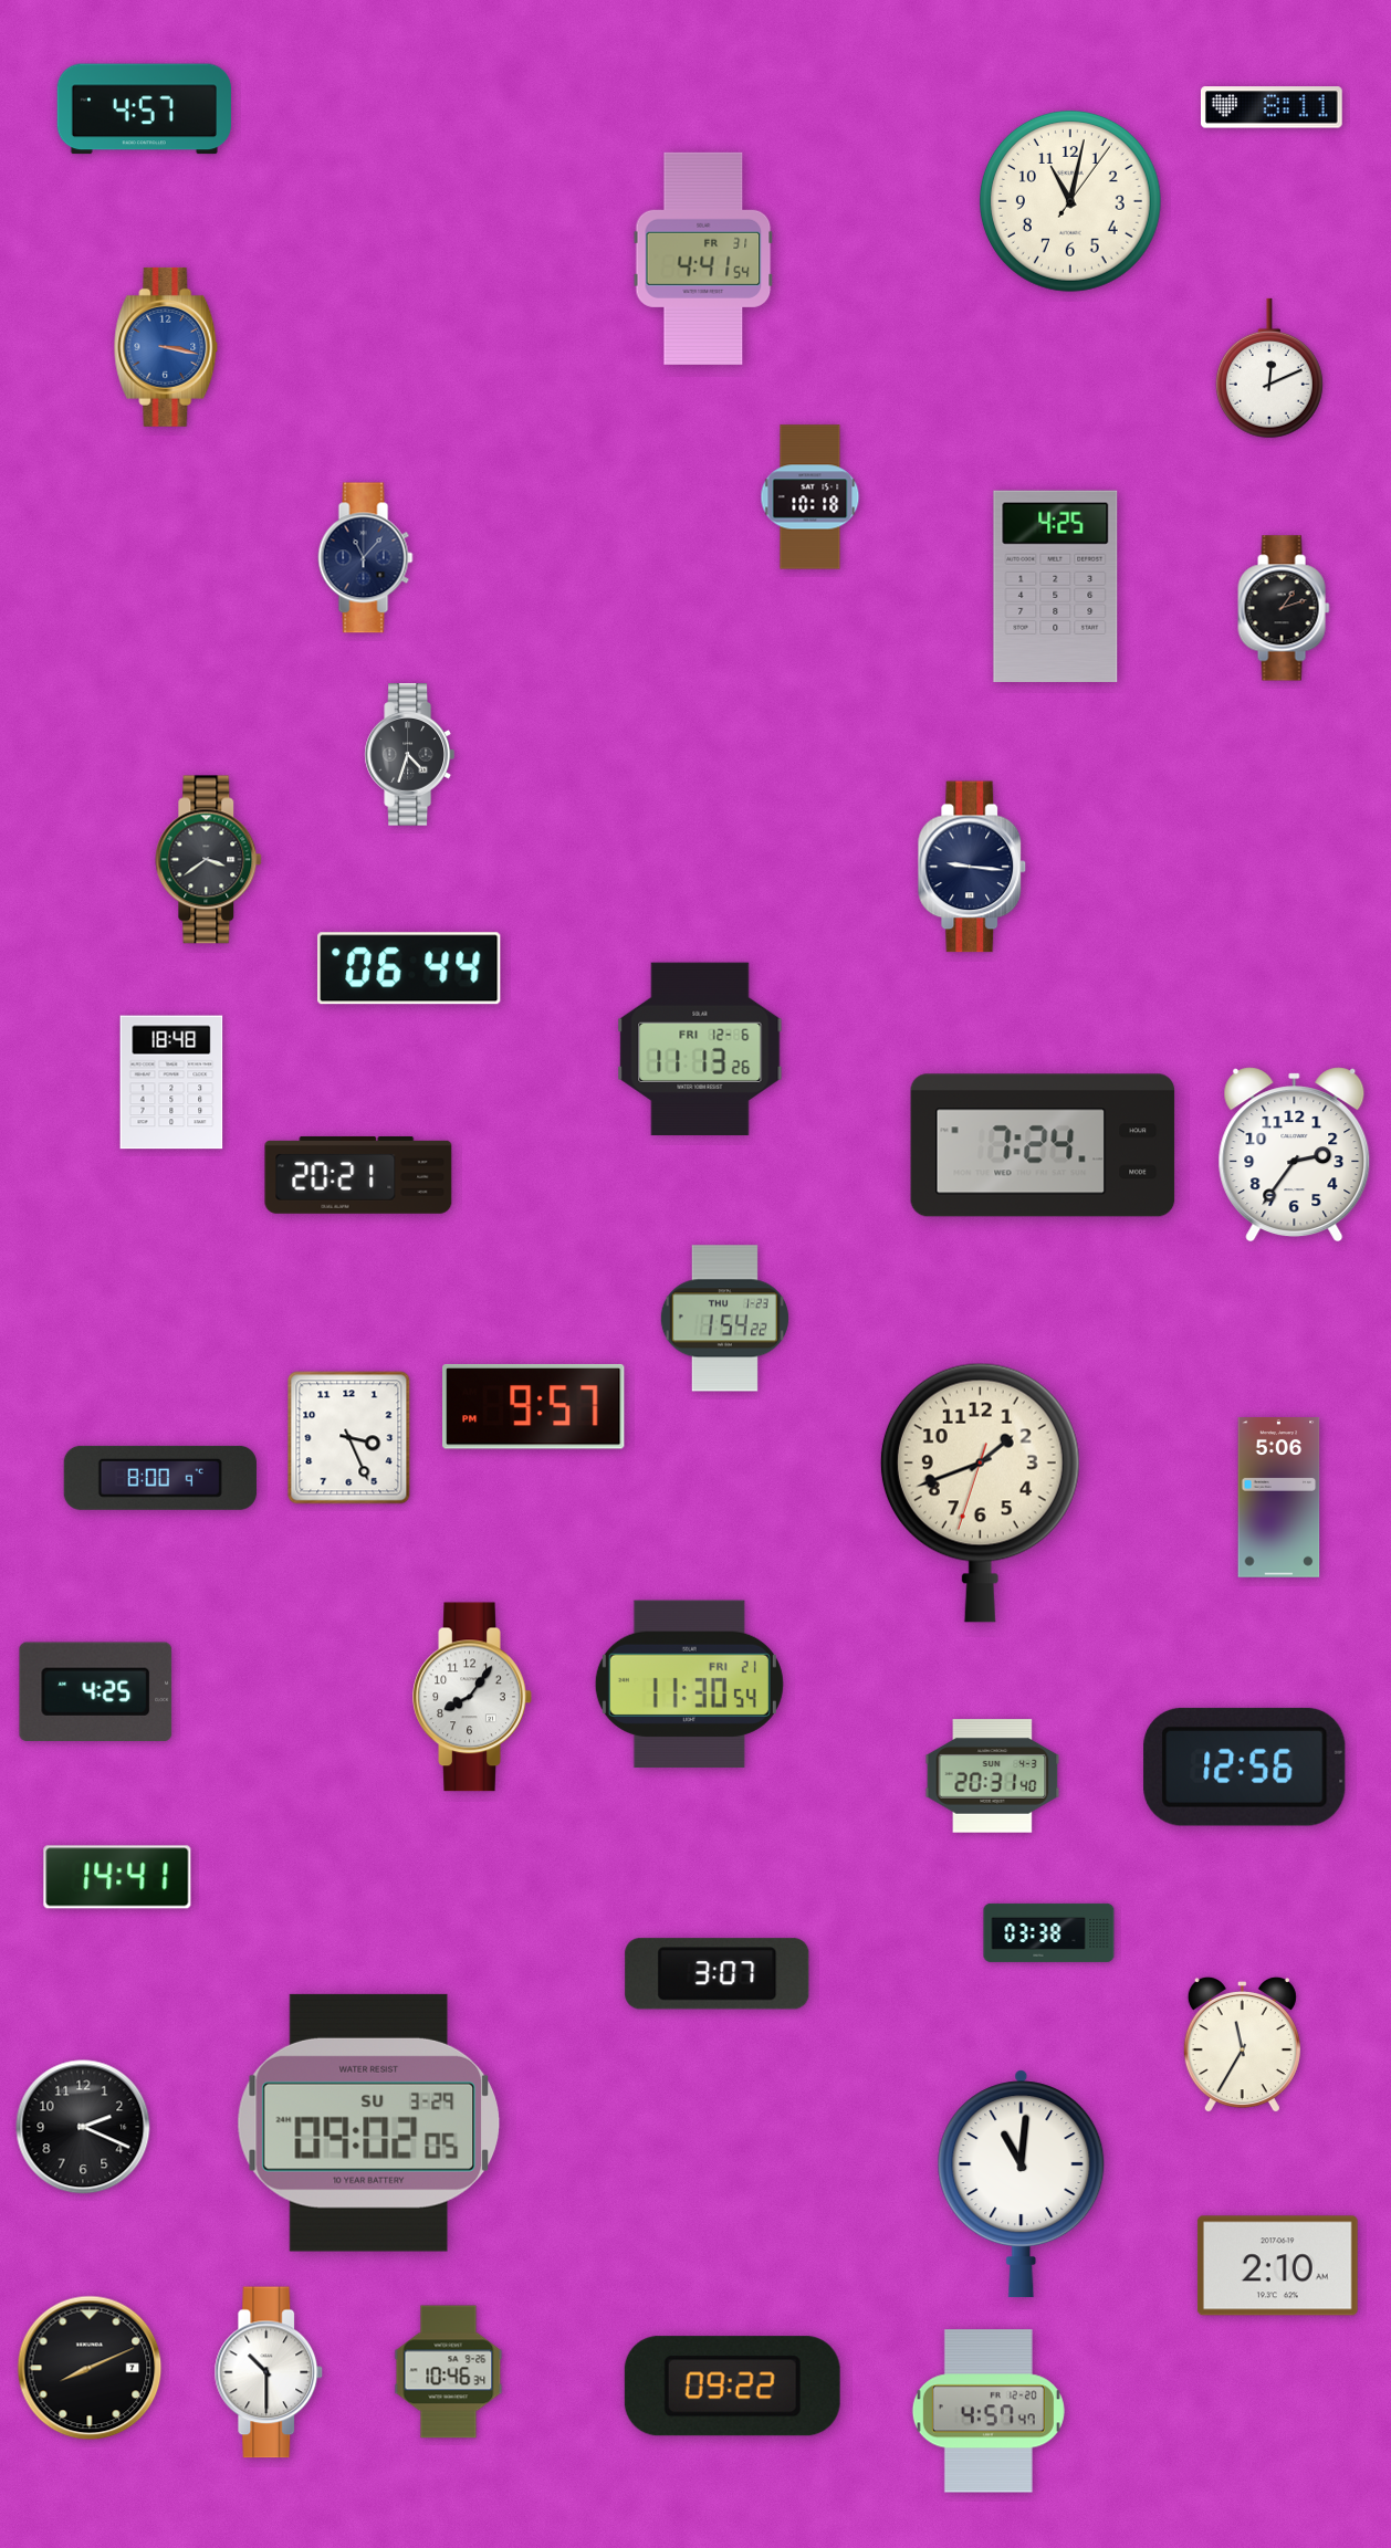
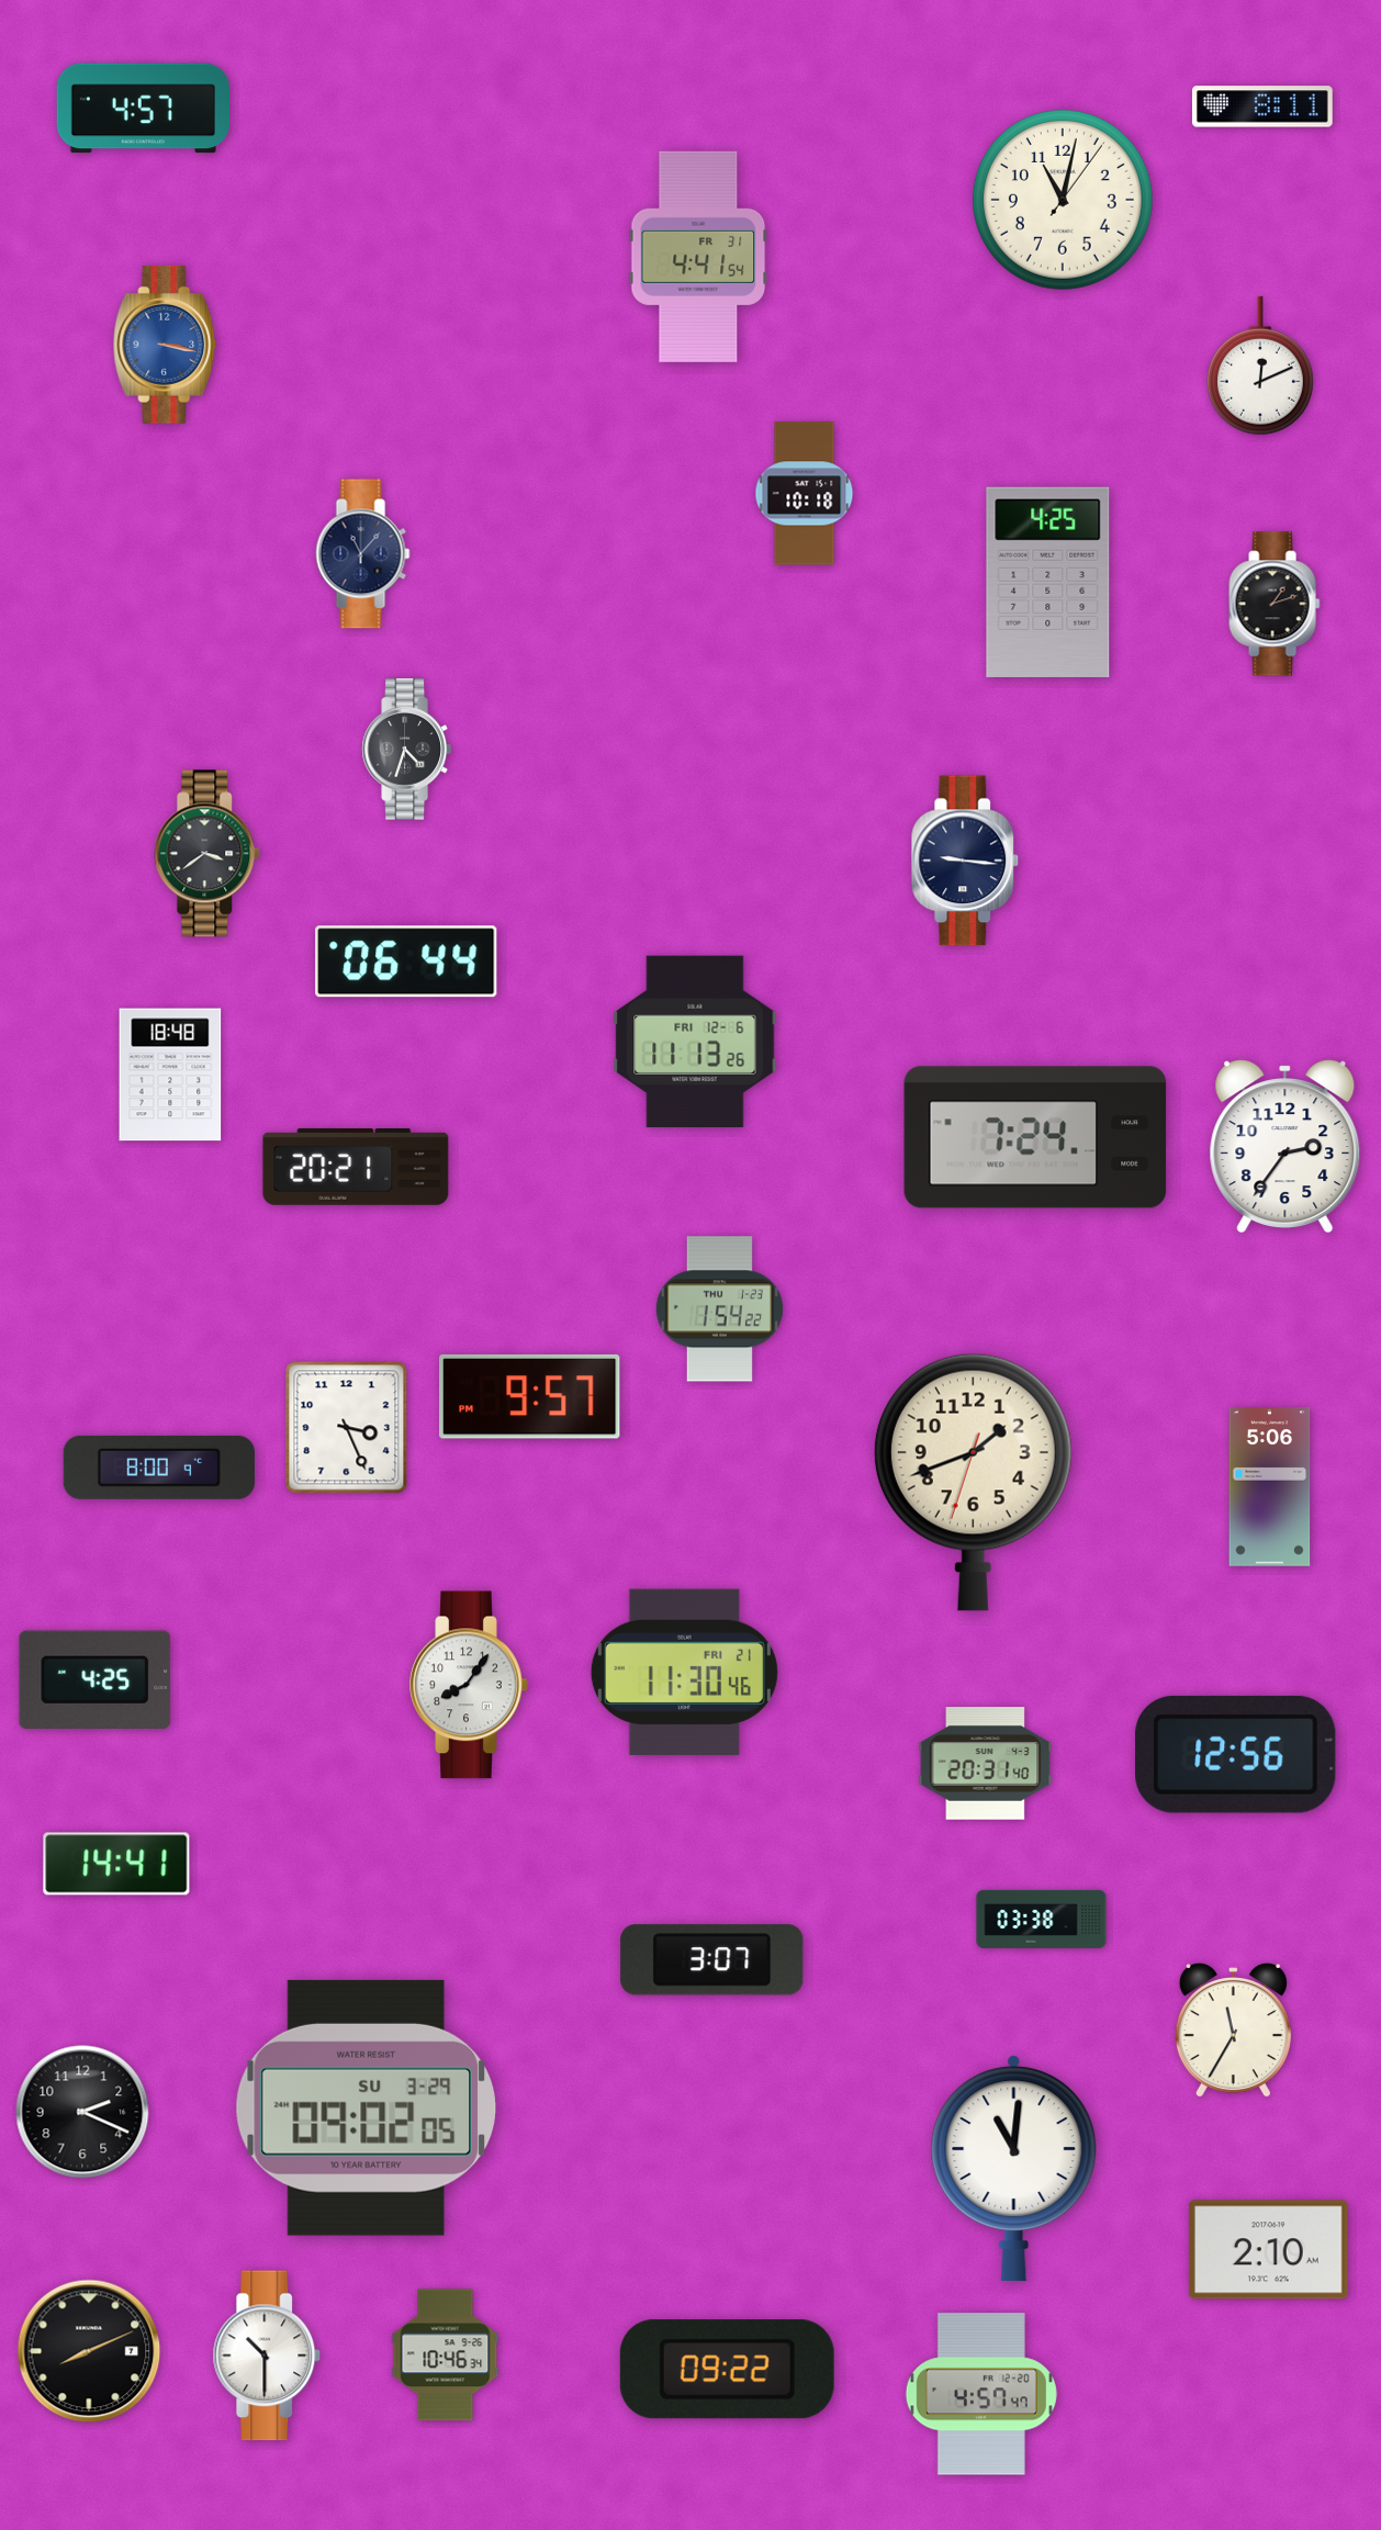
clock at (689, 1685): 11:30:54 -> 11:30:46
